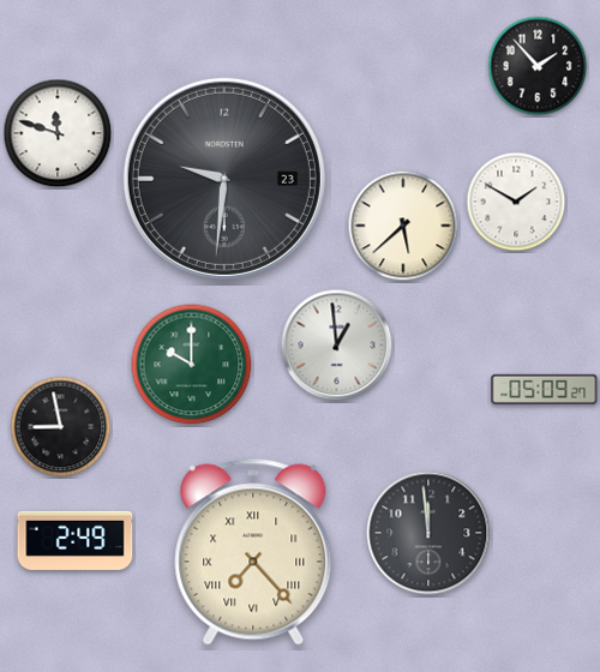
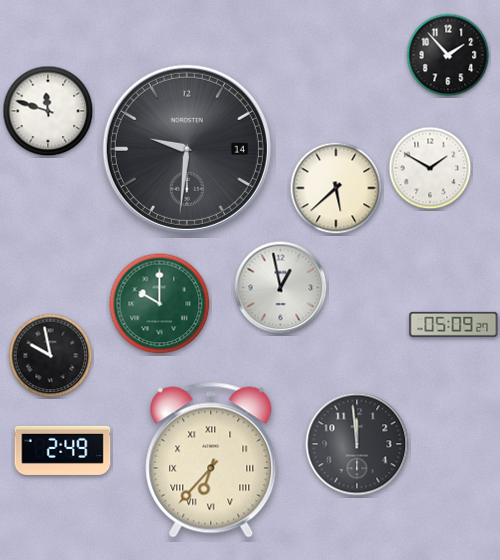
clock at (224, 179) date: 23 -> 14
clock at (337, 346): 12:59 -> 12:58
clock at (61, 427): 8:58 -> 9:58
clock at (253, 552): 7:23 -> 6:37
